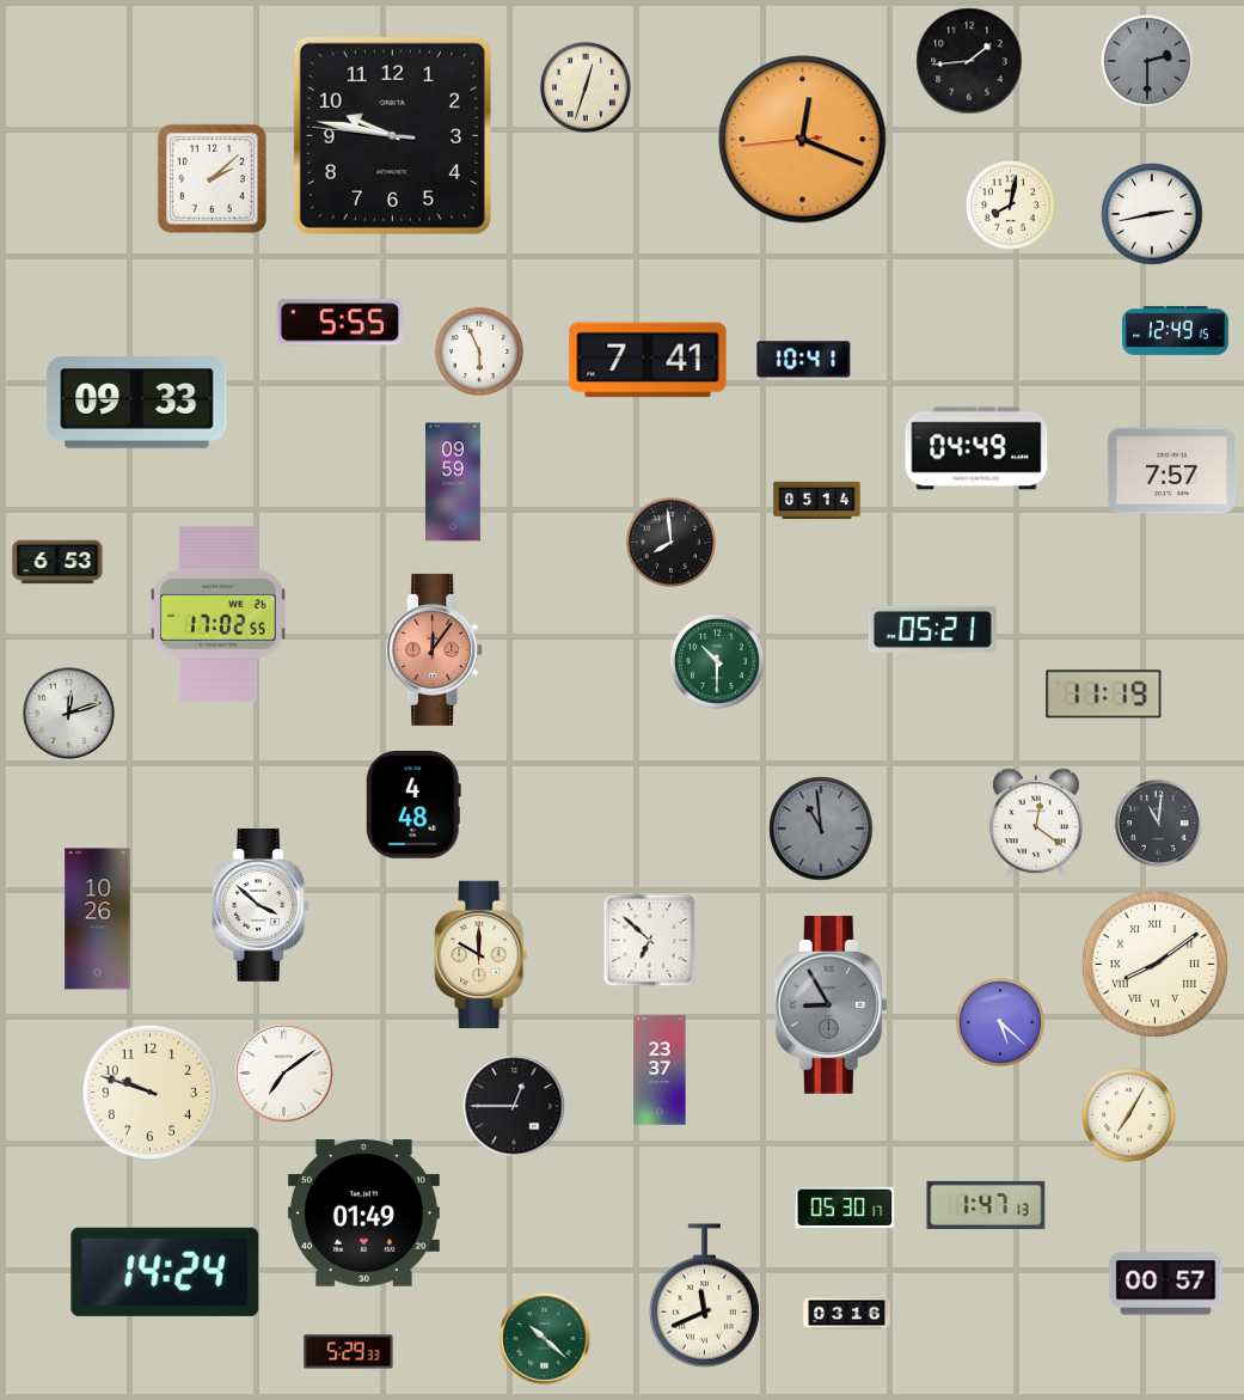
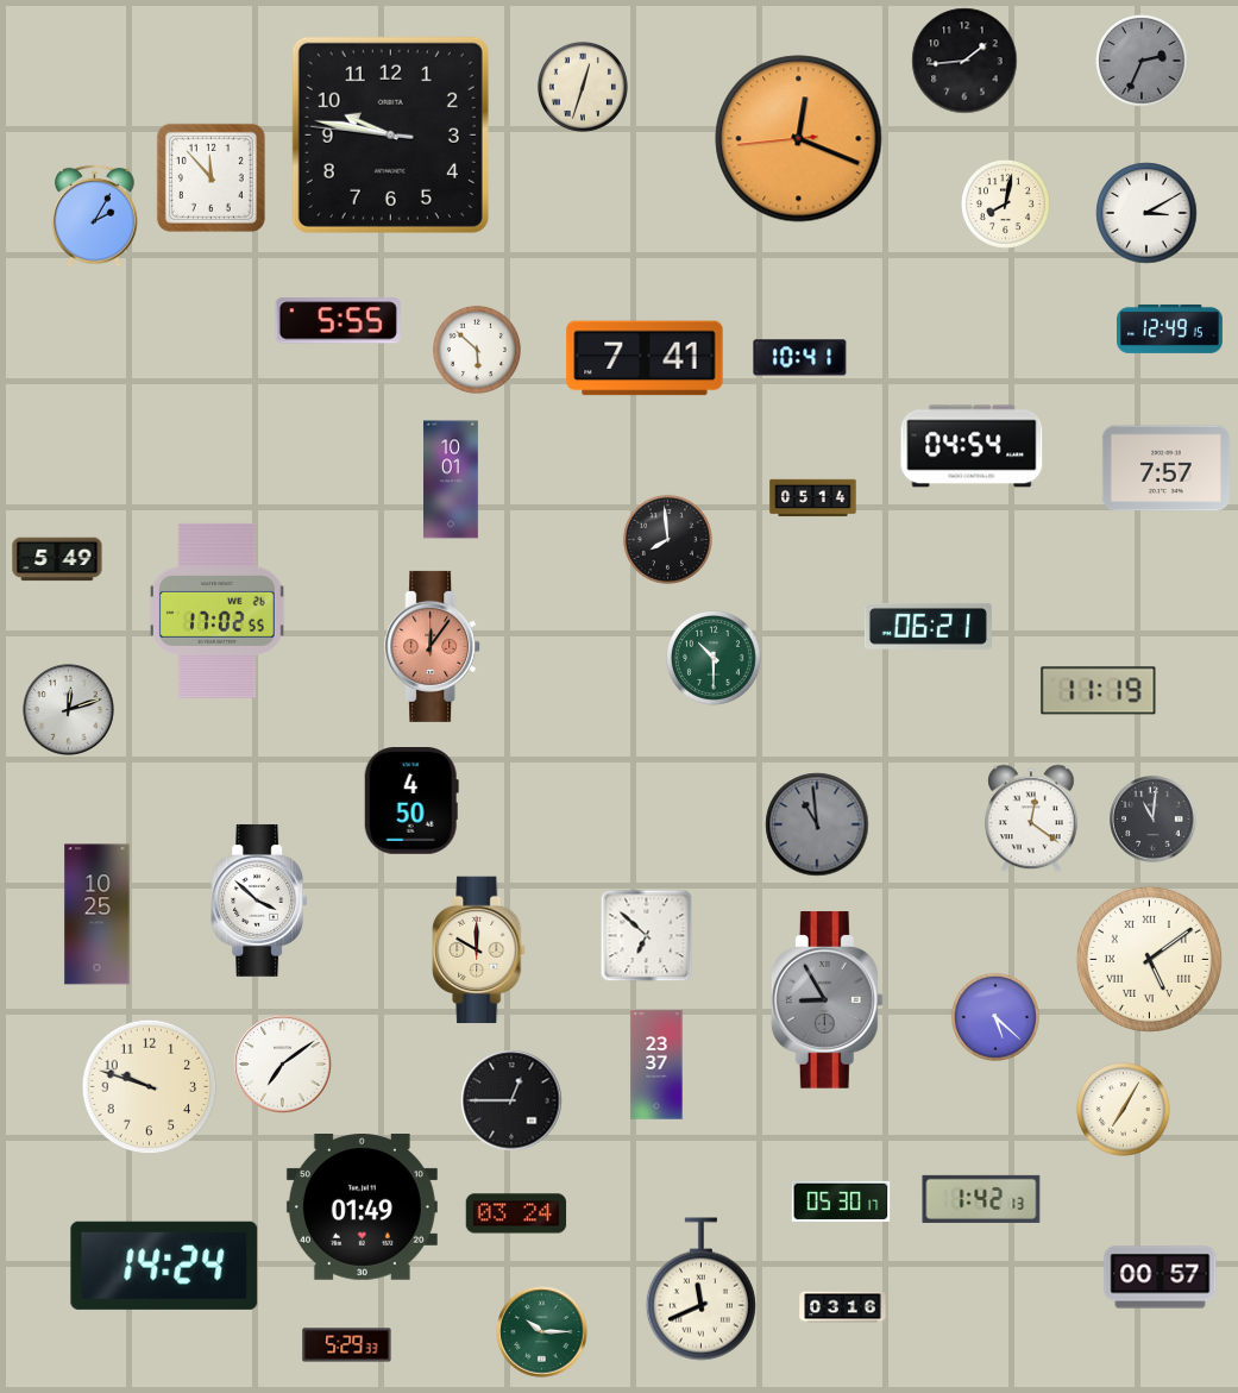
clock at (1148, 62): 2:30 -> 2:34
clock at (212, 178): 2:08 -> 11:53
clock at (1152, 214): 2:43 -> 3:10
clock at (95, 215): none -> 2:05
clock at (479, 351): 5:56 -> 5:52
clock at (137, 403): 09:33 -> none
clock at (976, 448): 04:49 -> 04:54
clock at (453, 482): 09:59 -> 10:01
clock at (57, 562): 6:53 -> 5:49
clock at (932, 629): 05:21 -> 06:21
clock at (413, 806): 4:48 -> 4:50
clock at (98, 919): 10:26 -> 10:25
clock at (1154, 964): 8:09 -> 5:09
clock at (284, 1074) position: (284, 1074) -> (283, 1065)
clock at (986, 1205): 1:47 -> 1:42
clock at (516, 1213): none -> 03:24
clock at (545, 1339): 10:22 -> 10:15
